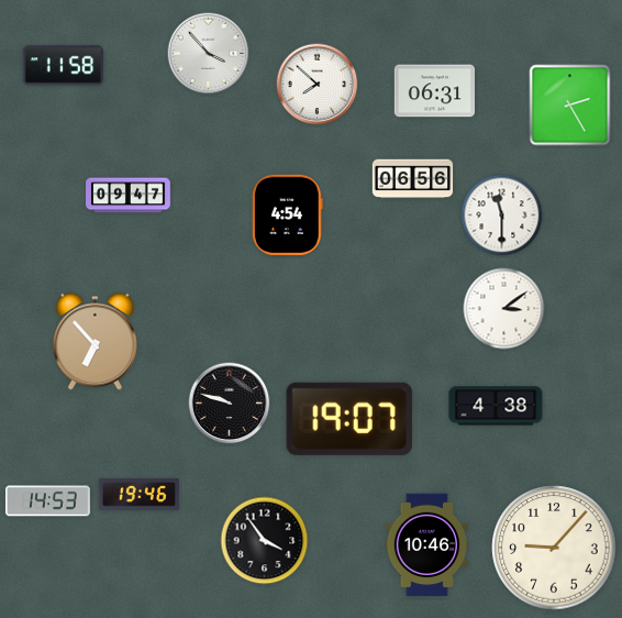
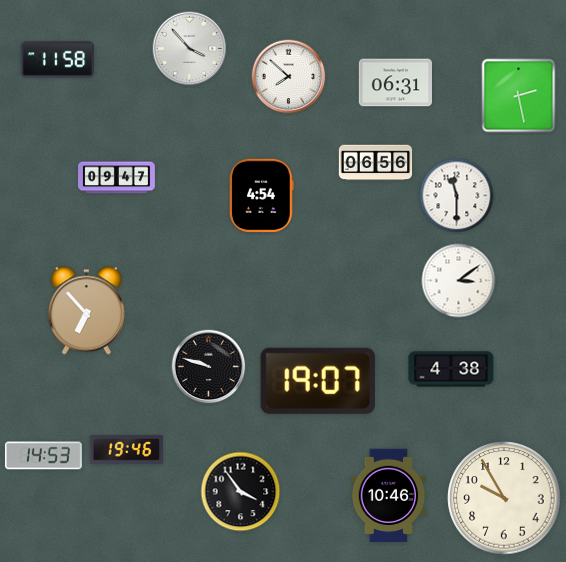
clock at (570, 106): 2:25 -> 2:28
clock at (554, 548): 9:07 -> 9:55
